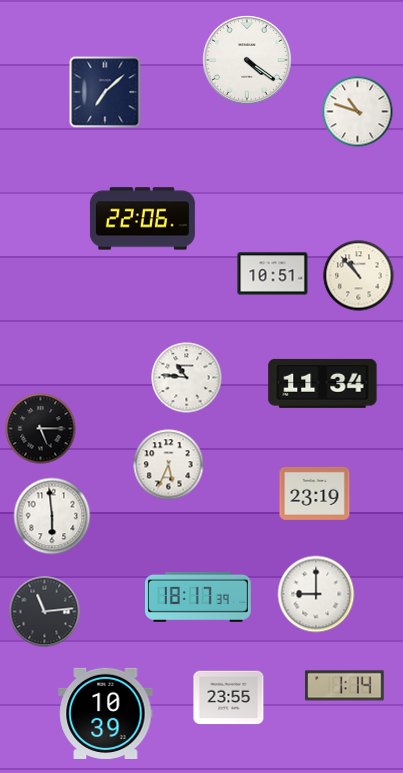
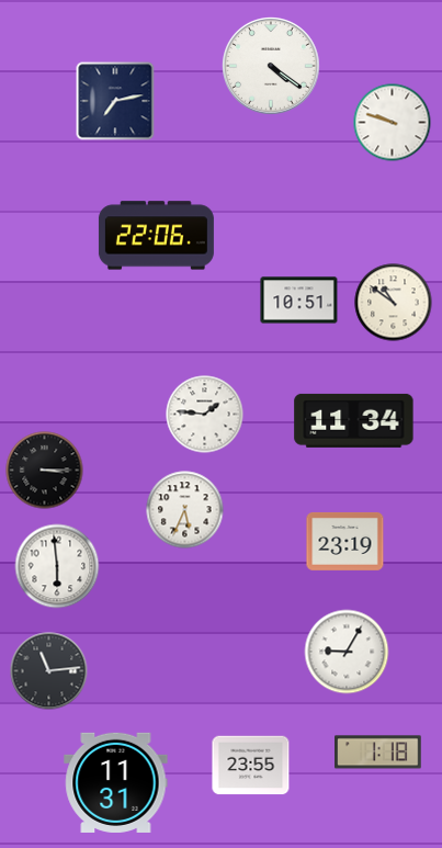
clock at (105, 92): 7:08 -> 7:13
clock at (358, 112): 10:48 -> 9:48
clock at (142, 219) position: (142, 219) -> (156, 236)
clock at (359, 276): 10:53 -> 10:51
clock at (187, 378): 10:46 -> 1:46
clock at (41, 429): 5:15 -> 3:15
clock at (316, 594): 9:00 -> 9:05
clock at (199, 597): 18:17 -> none
clock at (345, 686): 1:14 -> 1:18
clock at (106, 713): 10:39 -> 11:31
